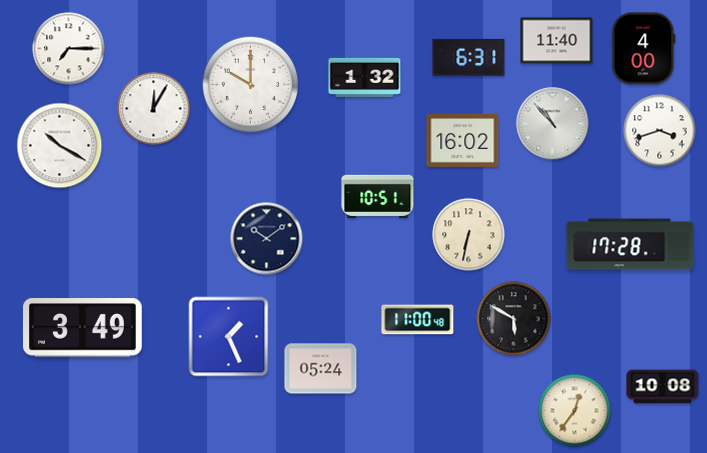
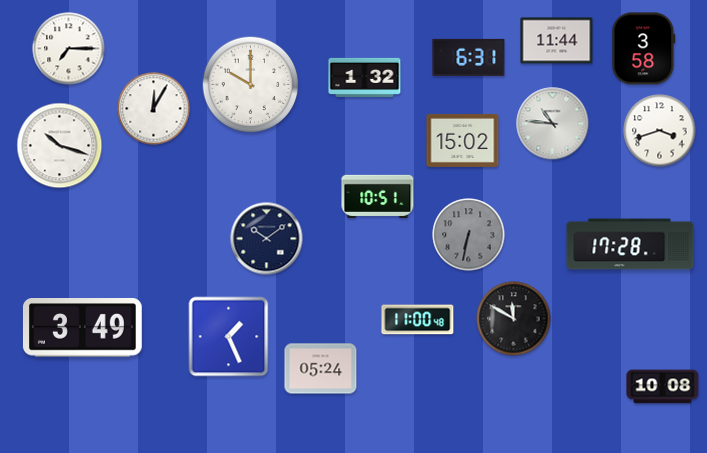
clock at (557, 41): 11:40 -> 11:44
clock at (644, 49): 4:00 -> 3:58
clock at (553, 124): 10:53 -> 10:46
clock at (463, 140): 16:02 -> 15:02
clock at (60, 146): 10:20 -> 10:18
clock at (469, 235) dial: cream -> grey
clock at (514, 319): 5:50 -> 11:50
clock at (575, 411): 12:36 -> none
